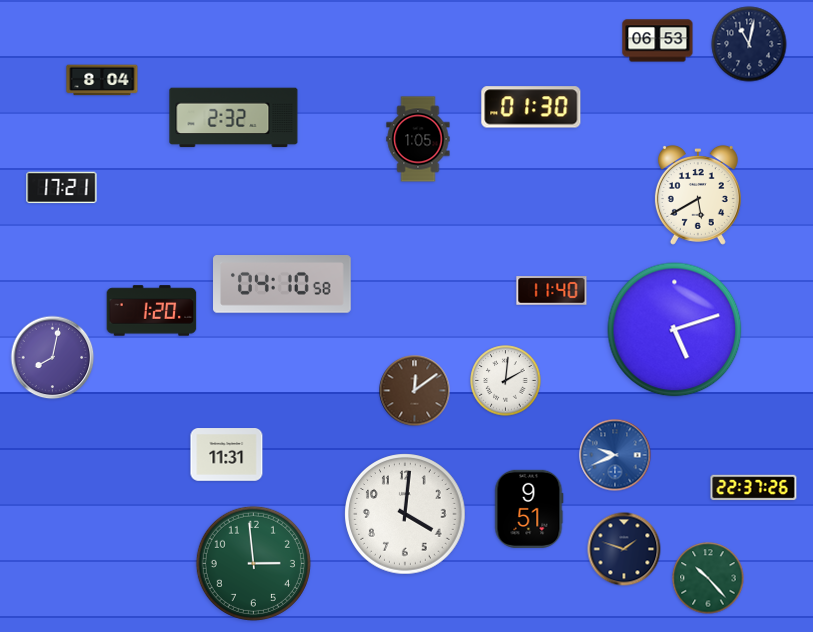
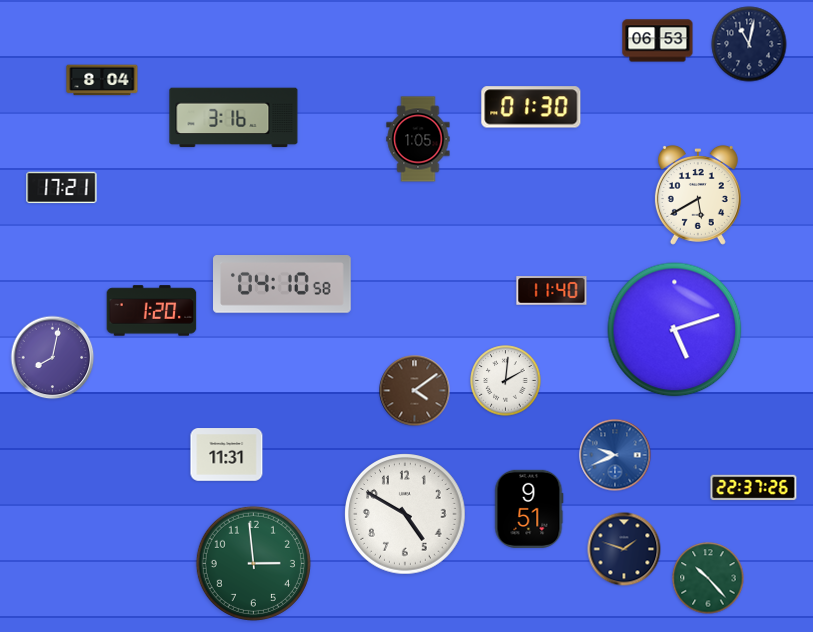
clock at (234, 118): 2:32 -> 3:16
clock at (415, 391): 12:09 -> 4:09
clock at (405, 514): 4:01 -> 4:50
